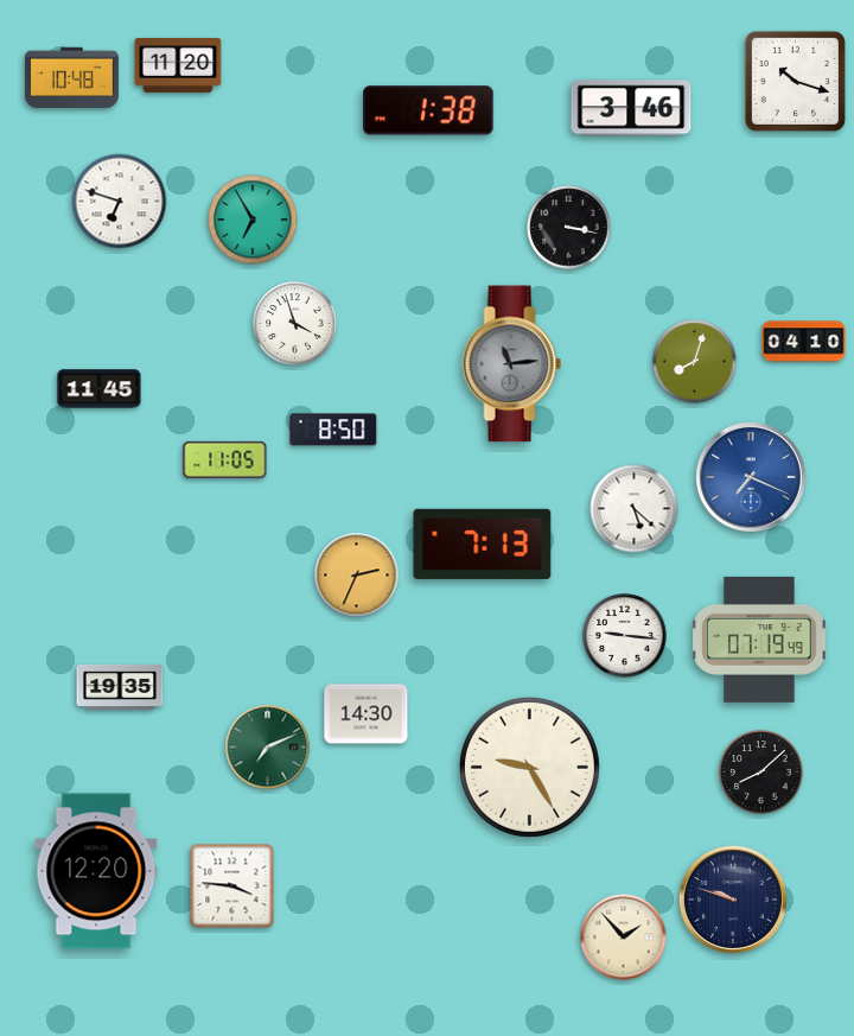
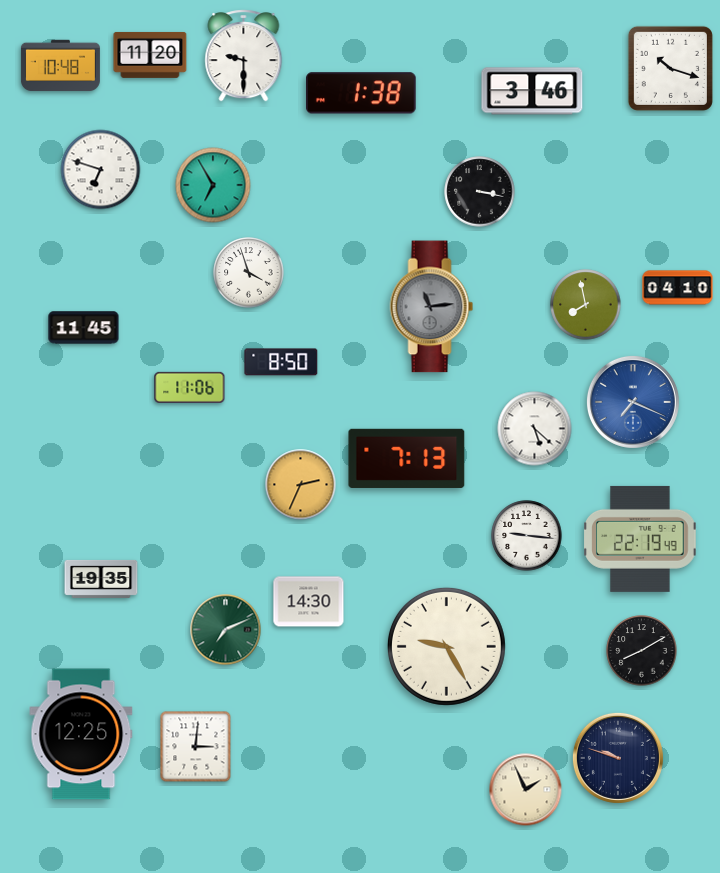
clock at (244, 56): none -> 9:30
clock at (695, 362): 8:03 -> 7:58
clock at (225, 459): 11:05 -> 11:06
clock at (759, 640): 07:19 -> 22:19
clock at (761, 773): 8:08 -> 8:10
clock at (96, 871): 12:20 -> 12:25
clock at (232, 886): 3:46 -> 3:01
clock at (624, 938): 1:53 -> 1:56
